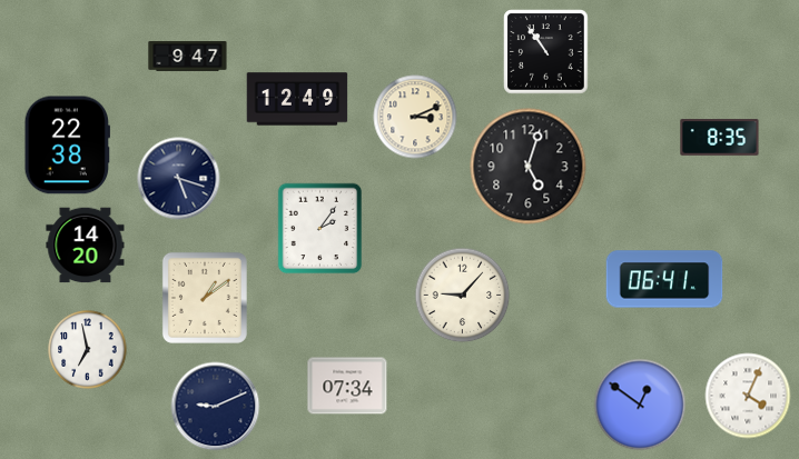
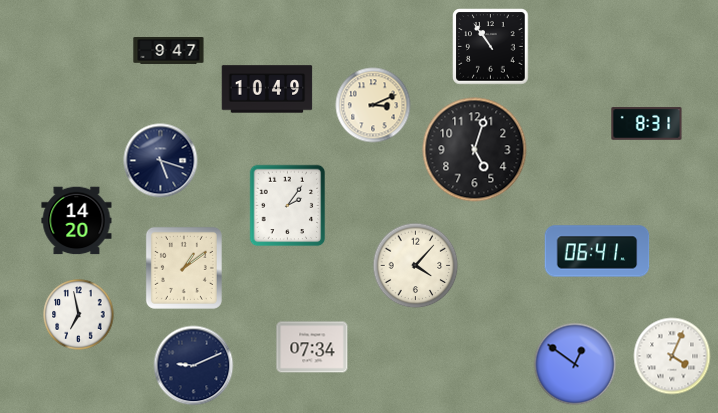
clock at (297, 99): 12:49 -> 10:49
clock at (720, 138): 8:35 -> 8:31
clock at (67, 146): 22:38 -> none
clock at (463, 296): 9:07 -> 4:07
